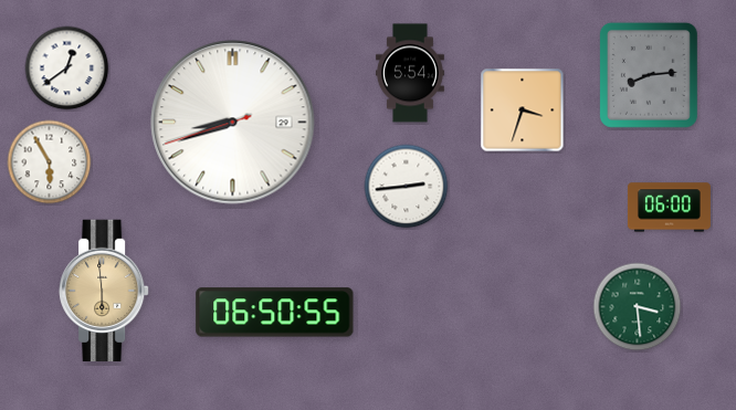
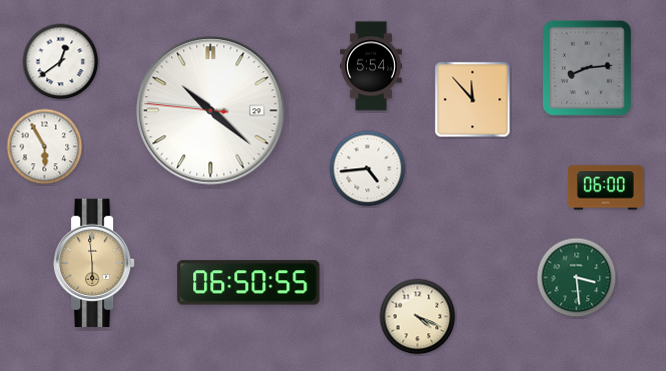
clock at (523, 111): 3:33 -> 11:53
clock at (233, 123): 8:41 -> 10:21
clock at (407, 187): 2:44 -> 4:44
clock at (418, 317): none -> 4:19
